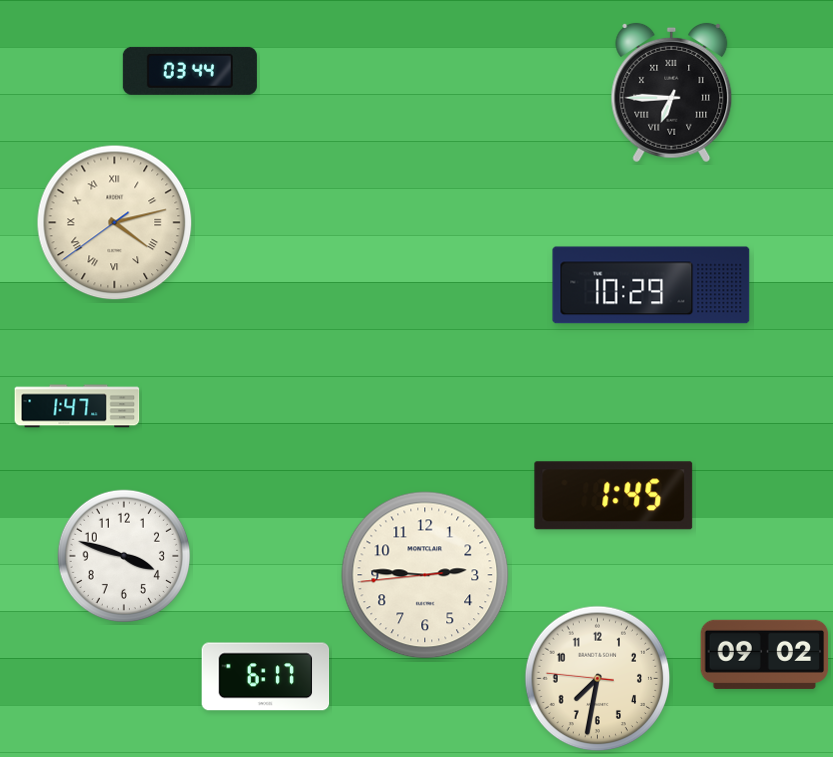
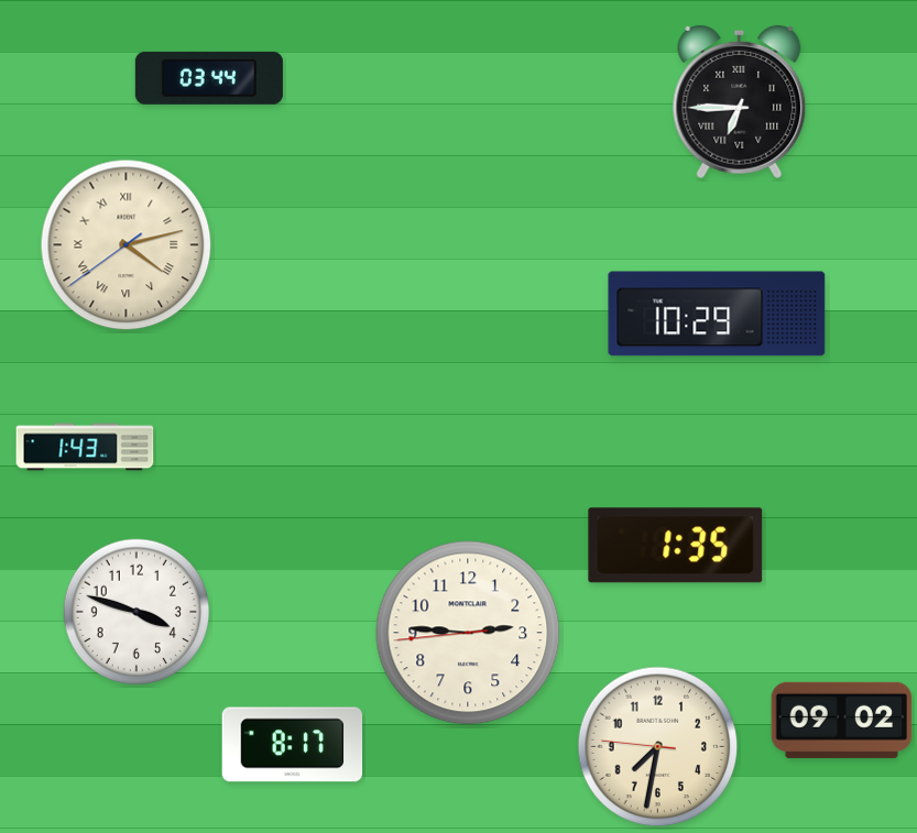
clock at (77, 406): 1:47 -> 1:43
clock at (614, 496): 1:45 -> 1:35
clock at (266, 677): 6:17 -> 8:17
